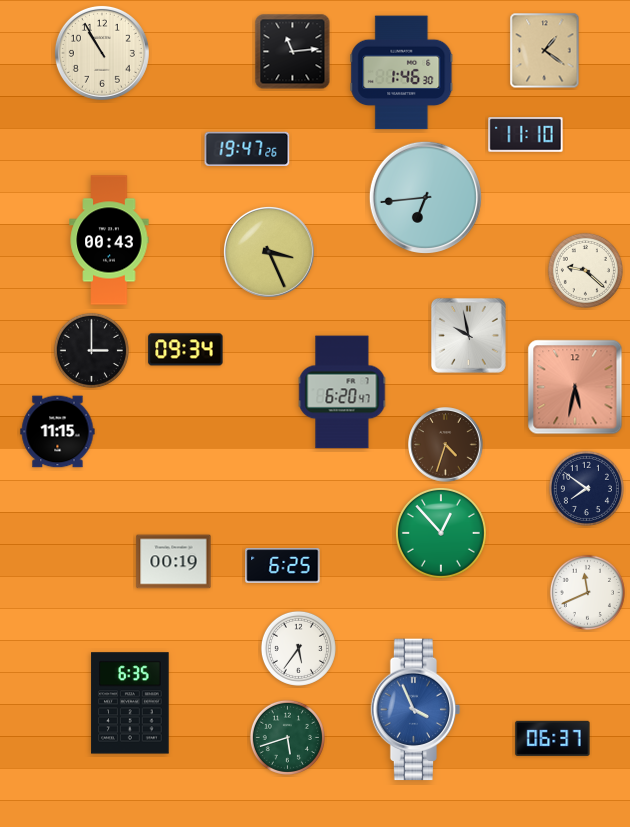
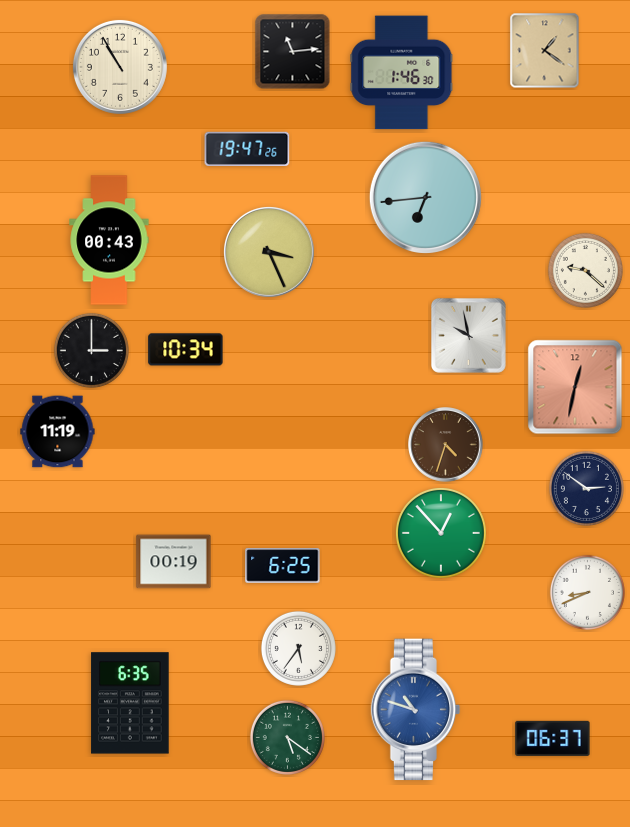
clock at (102, 53) position: (102, 53) -> (120, 67)
clock at (526, 135): 11:10 -> none
clock at (186, 350): 09:34 -> 10:34
clock at (575, 387): 5:32 -> 12:32
clock at (342, 392): 6:20 -> none
clock at (58, 432): 11:15 -> 11:19
clock at (586, 488): 7:51 -> 2:51
clock at (587, 592): 11:41 -> 8:41
clock at (416, 710): 3:56 -> 10:48
clock at (287, 737): 5:42 -> 5:21
